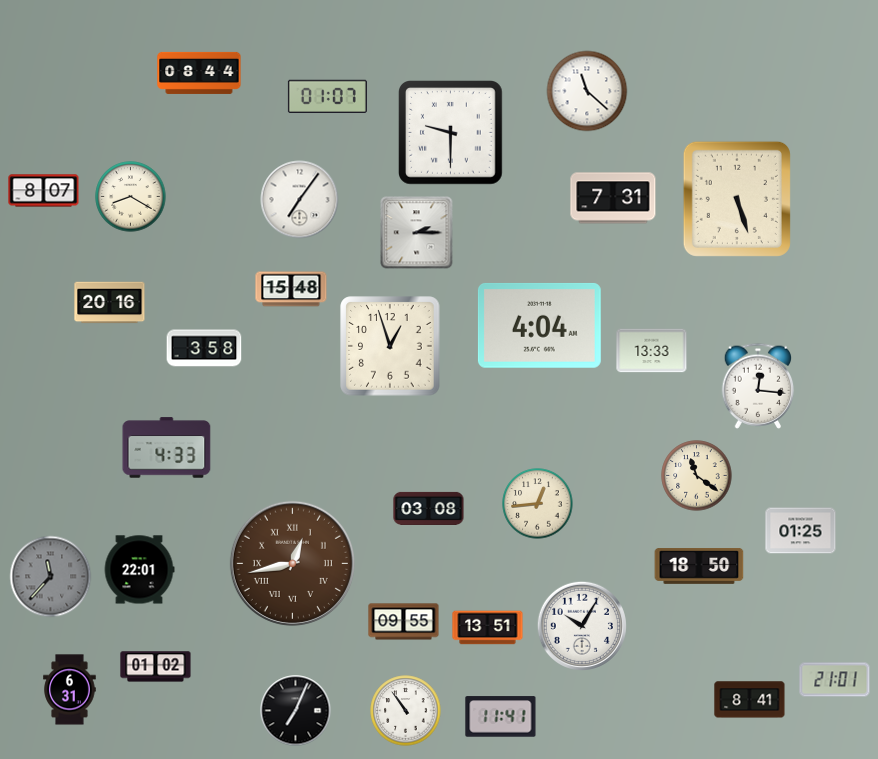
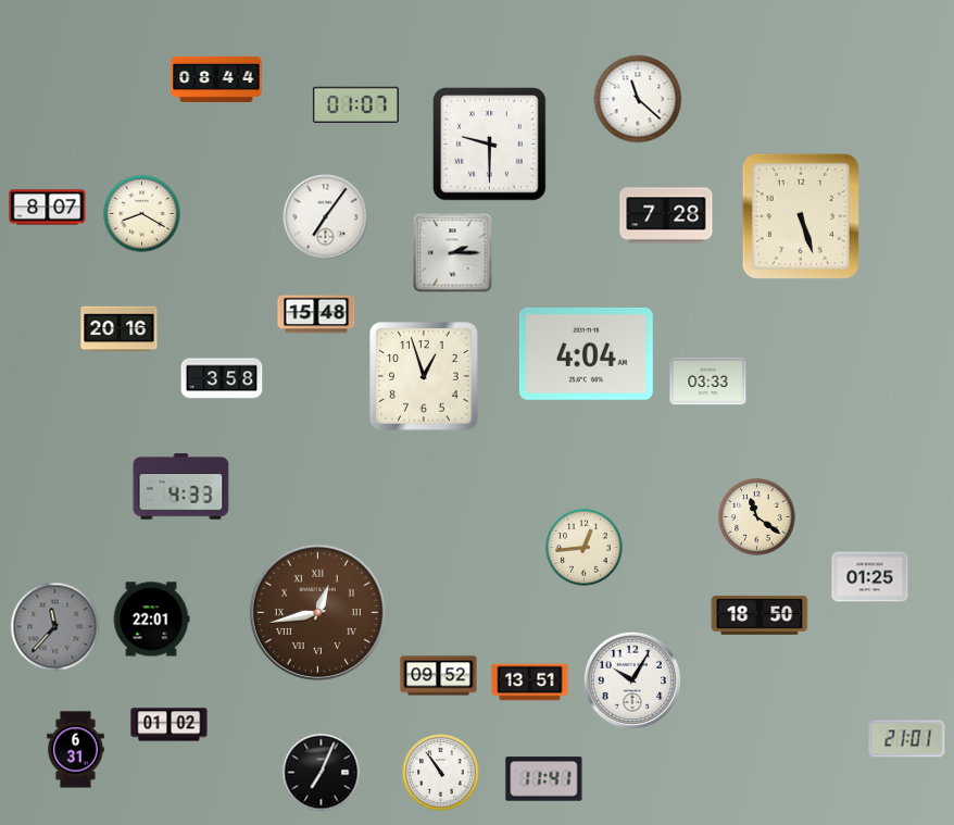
clock at (613, 198): 7:31 -> 7:28
clock at (652, 351): 13:33 -> 03:33
clock at (758, 386): 12:16 -> none
clock at (429, 508): 03:08 -> none
clock at (404, 622): 09:55 -> 09:52
clock at (750, 700): 8:41 -> none
